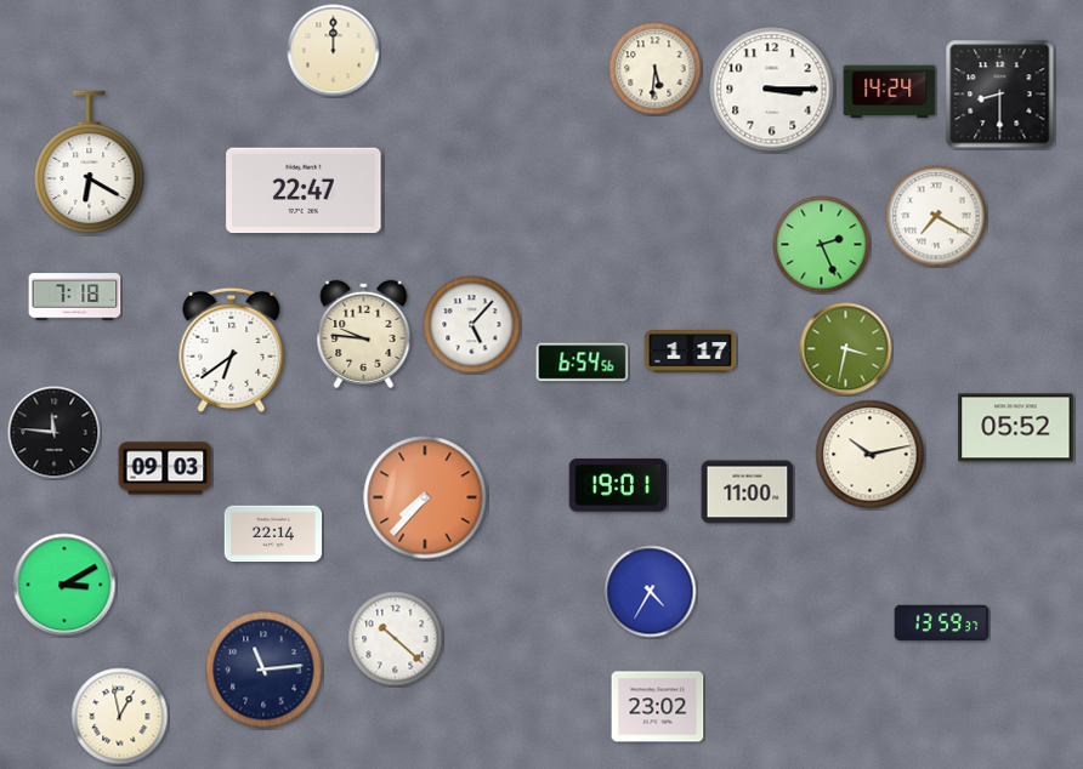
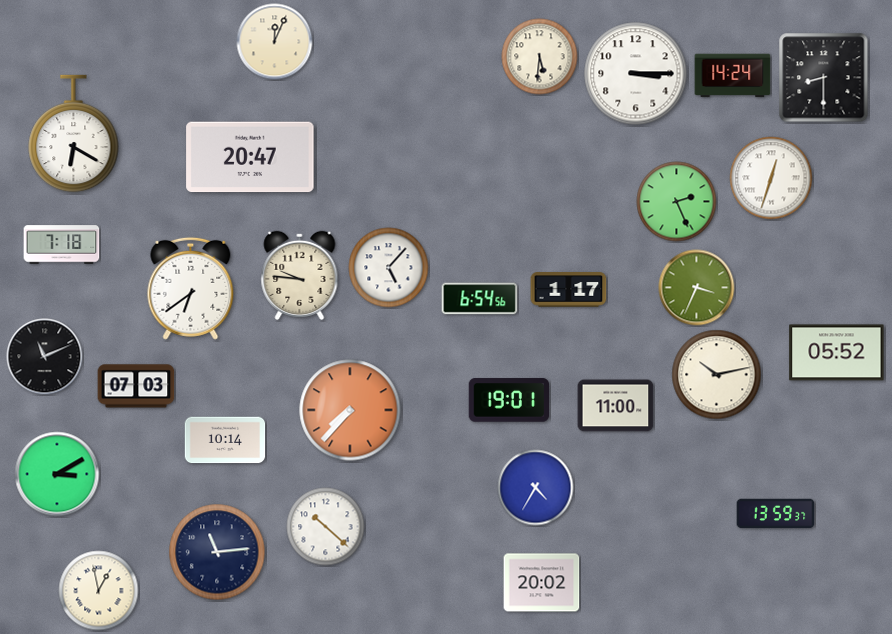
clock at (334, 51): 12:00 -> 12:04
clock at (304, 190): 22:47 -> 20:47
clock at (936, 216): 7:20 -> 12:33
clock at (846, 349): 3:32 -> 3:34
clock at (55, 433): 11:46 -> 11:11
clock at (165, 468): 09:03 -> 07:03
clock at (273, 534): 22:14 -> 10:14
clock at (64, 585) position: (64, 585) -> (57, 474)
clock at (658, 707): 23:02 -> 20:02
